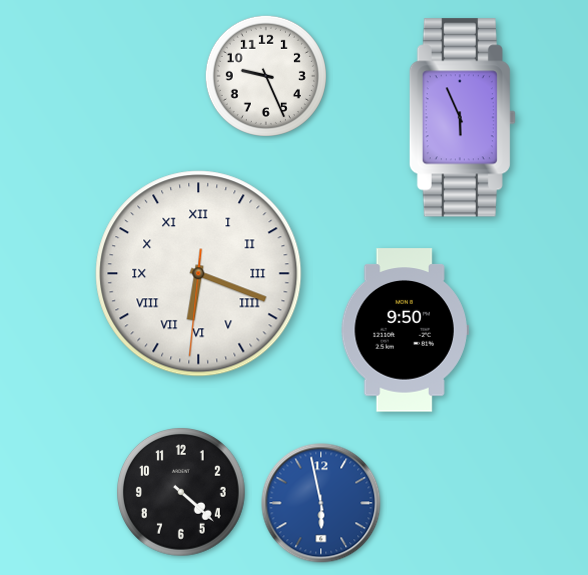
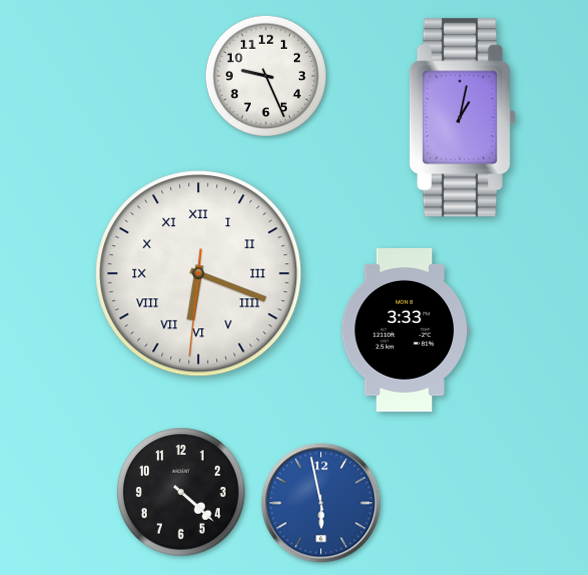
clock at (462, 118): 5:56 -> 1:02
clock at (405, 330): 9:50 -> 3:33
